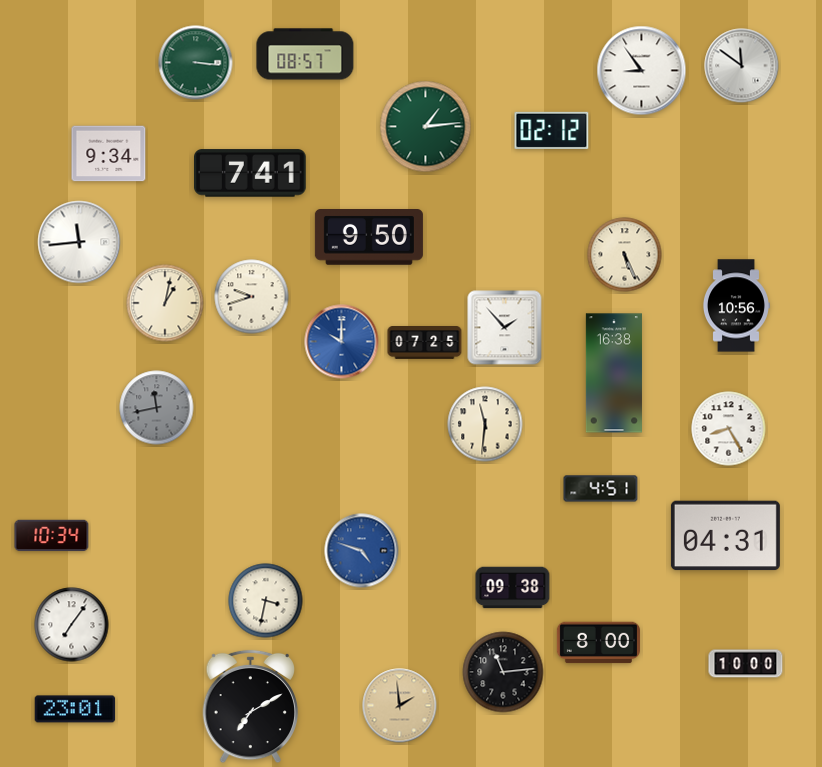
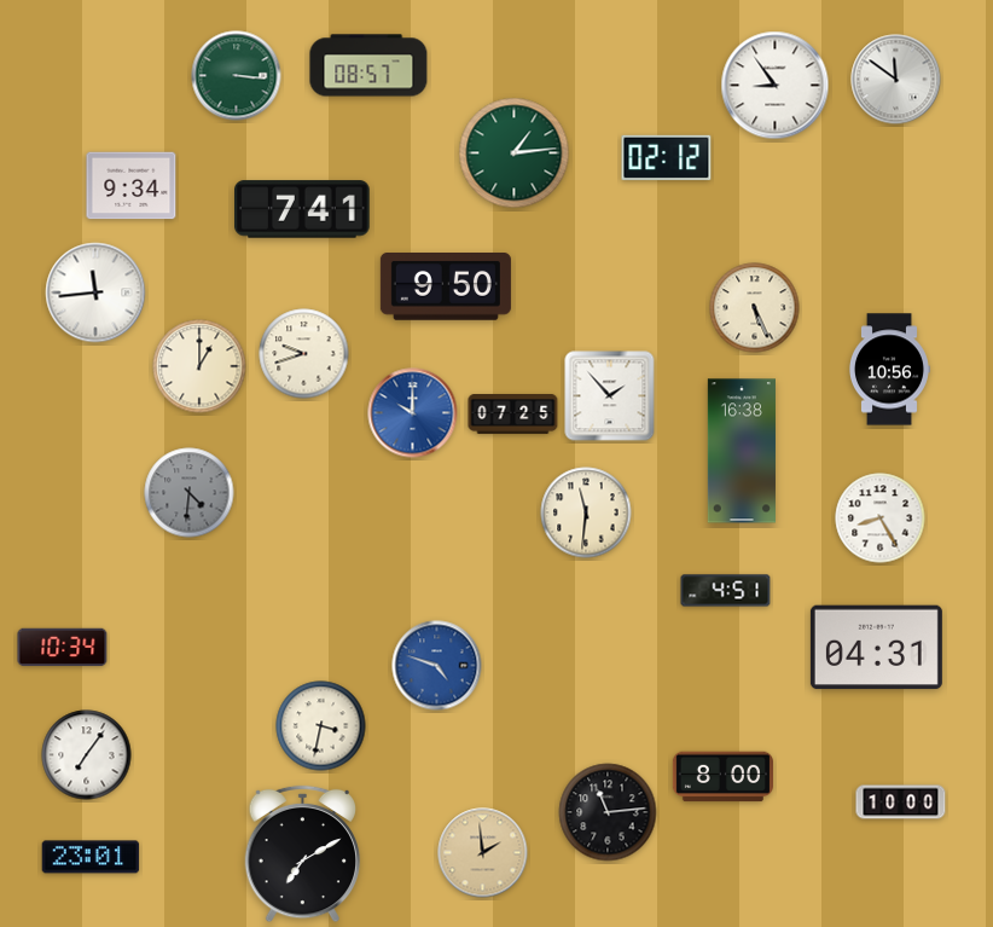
clock at (252, 297) position: (252, 297) -> (304, 354)
clock at (165, 303): 1:02 -> 1:00
clock at (157, 408): 11:43 -> 4:31
clock at (513, 588): 09:38 -> none
